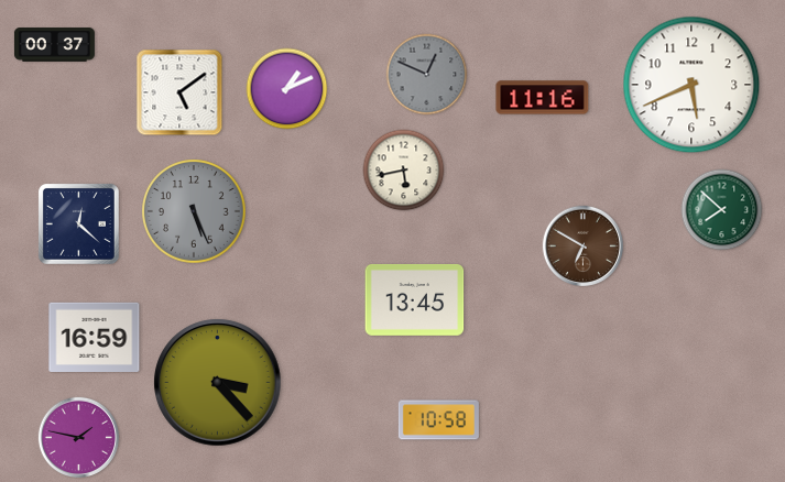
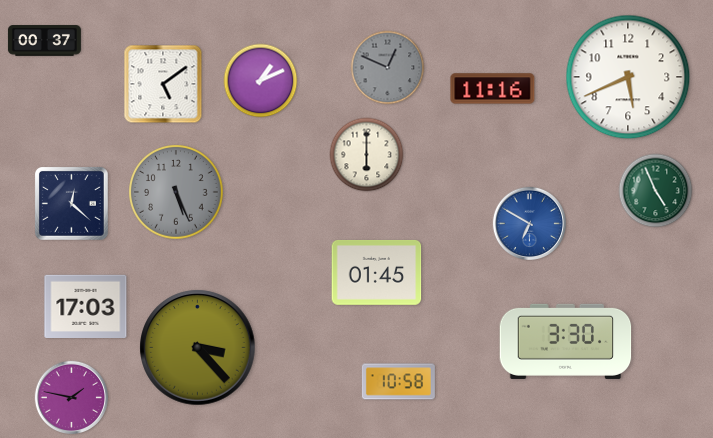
clock at (54, 45) position: (54, 45) -> (44, 41)
clock at (404, 171): 5:43 -> 6:00
clock at (722, 210): 7:52 -> 4:56
clock at (582, 245) dial: brown -> blue
clock at (415, 299): 13:45 -> 01:45
clock at (95, 337): 16:59 -> 17:03
clock at (566, 341): none -> 3:30
